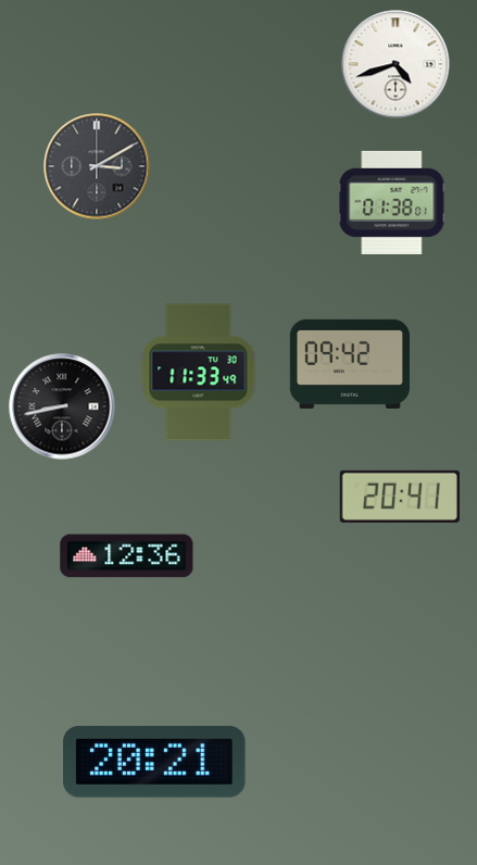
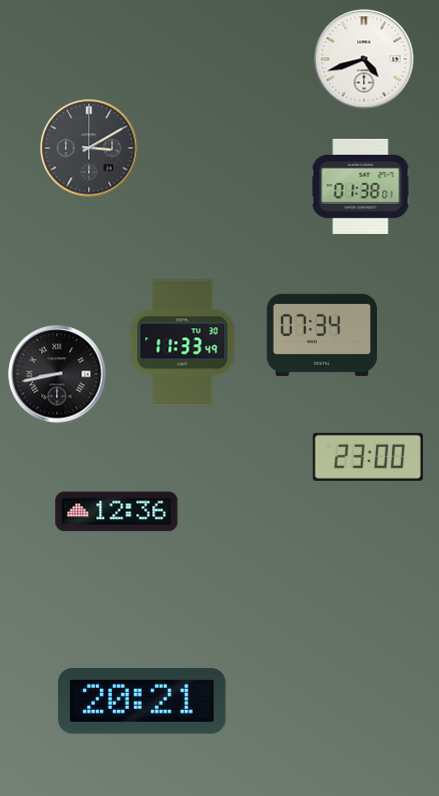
clock at (97, 166) position: (97, 166) -> (89, 148)
clock at (350, 364): 09:42 -> 07:34
clock at (400, 497): 20:41 -> 23:00
